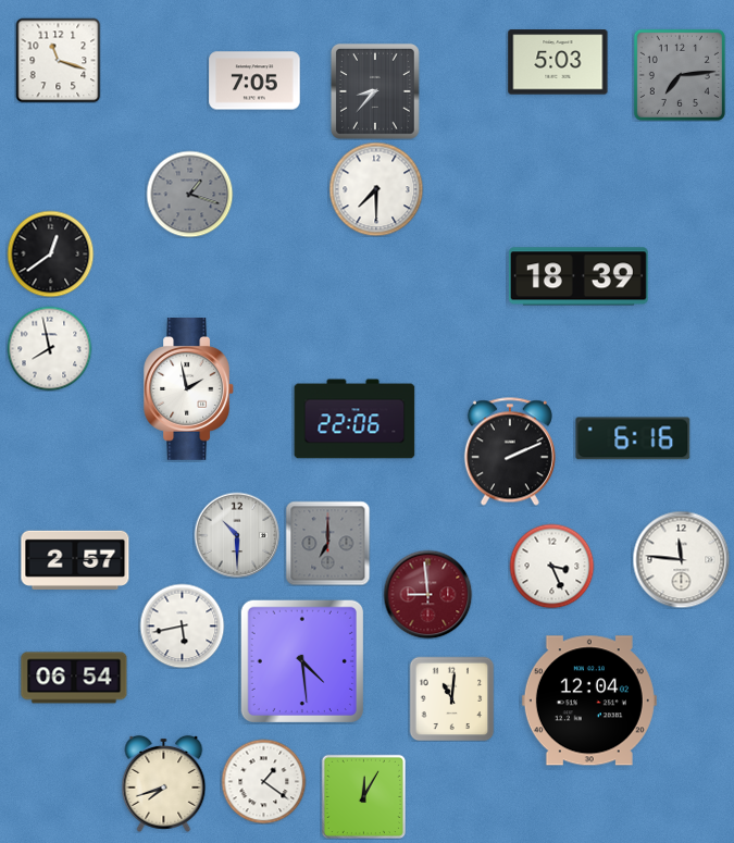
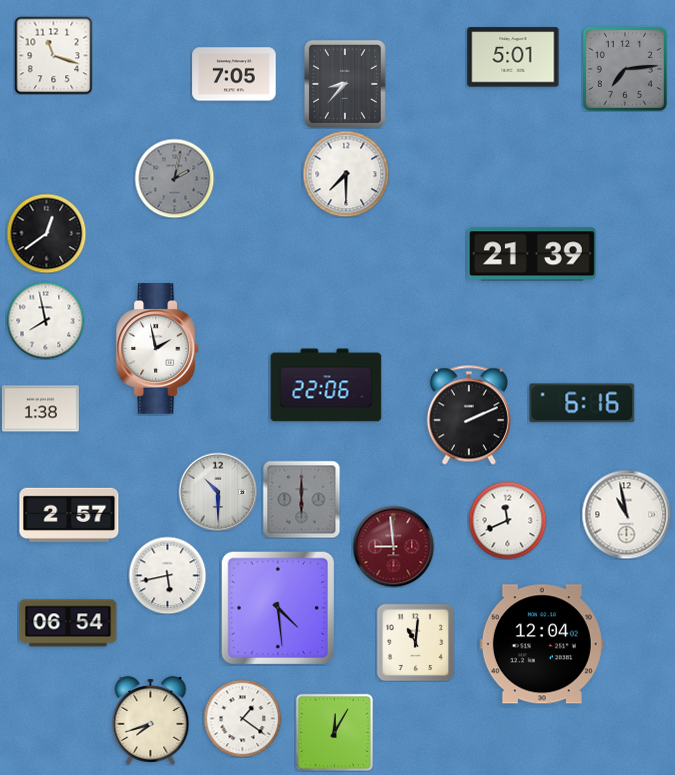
clock at (558, 62): 5:03 -> 5:01
clock at (189, 194): 1:18 -> 2:02
clock at (579, 276): 18:39 -> 21:39
clock at (188, 389) position: (188, 389) -> (157, 349)
clock at (40, 409): none -> 1:38
clock at (327, 543): 7:00 -> 6:00
clock at (681, 559): 11:46 -> 10:58
clock at (551, 566): 3:26 -> 11:41
